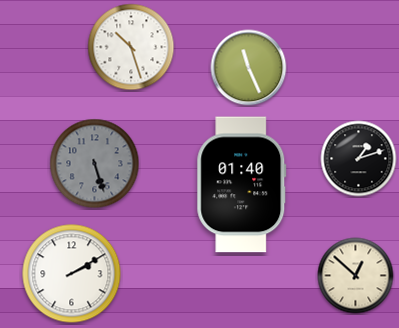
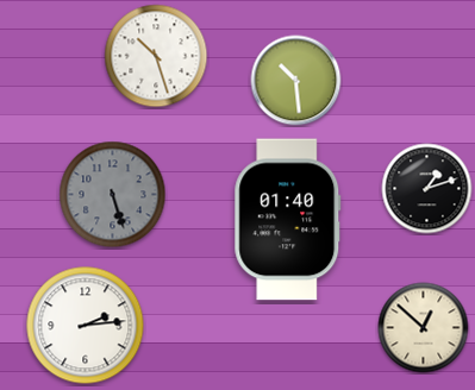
clock at (249, 68): 11:26 -> 10:29
clock at (72, 274): 2:10 -> 2:14
